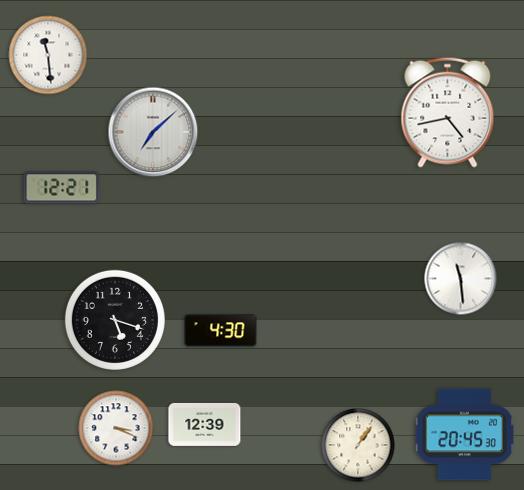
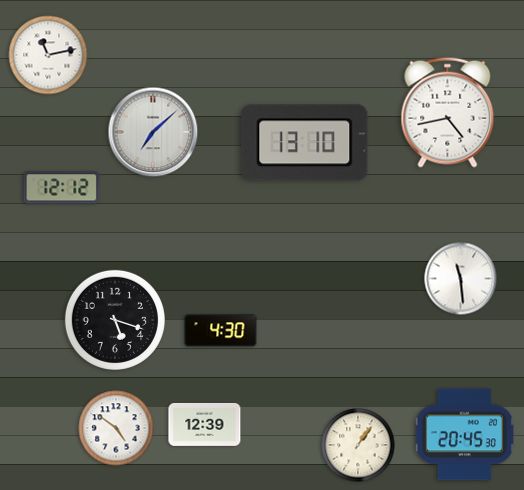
clock at (48, 55): 11:29 -> 11:13
clock at (305, 143): none -> 13:10
clock at (62, 188): 12:21 -> 12:12
clock at (116, 428): 3:19 -> 4:51
